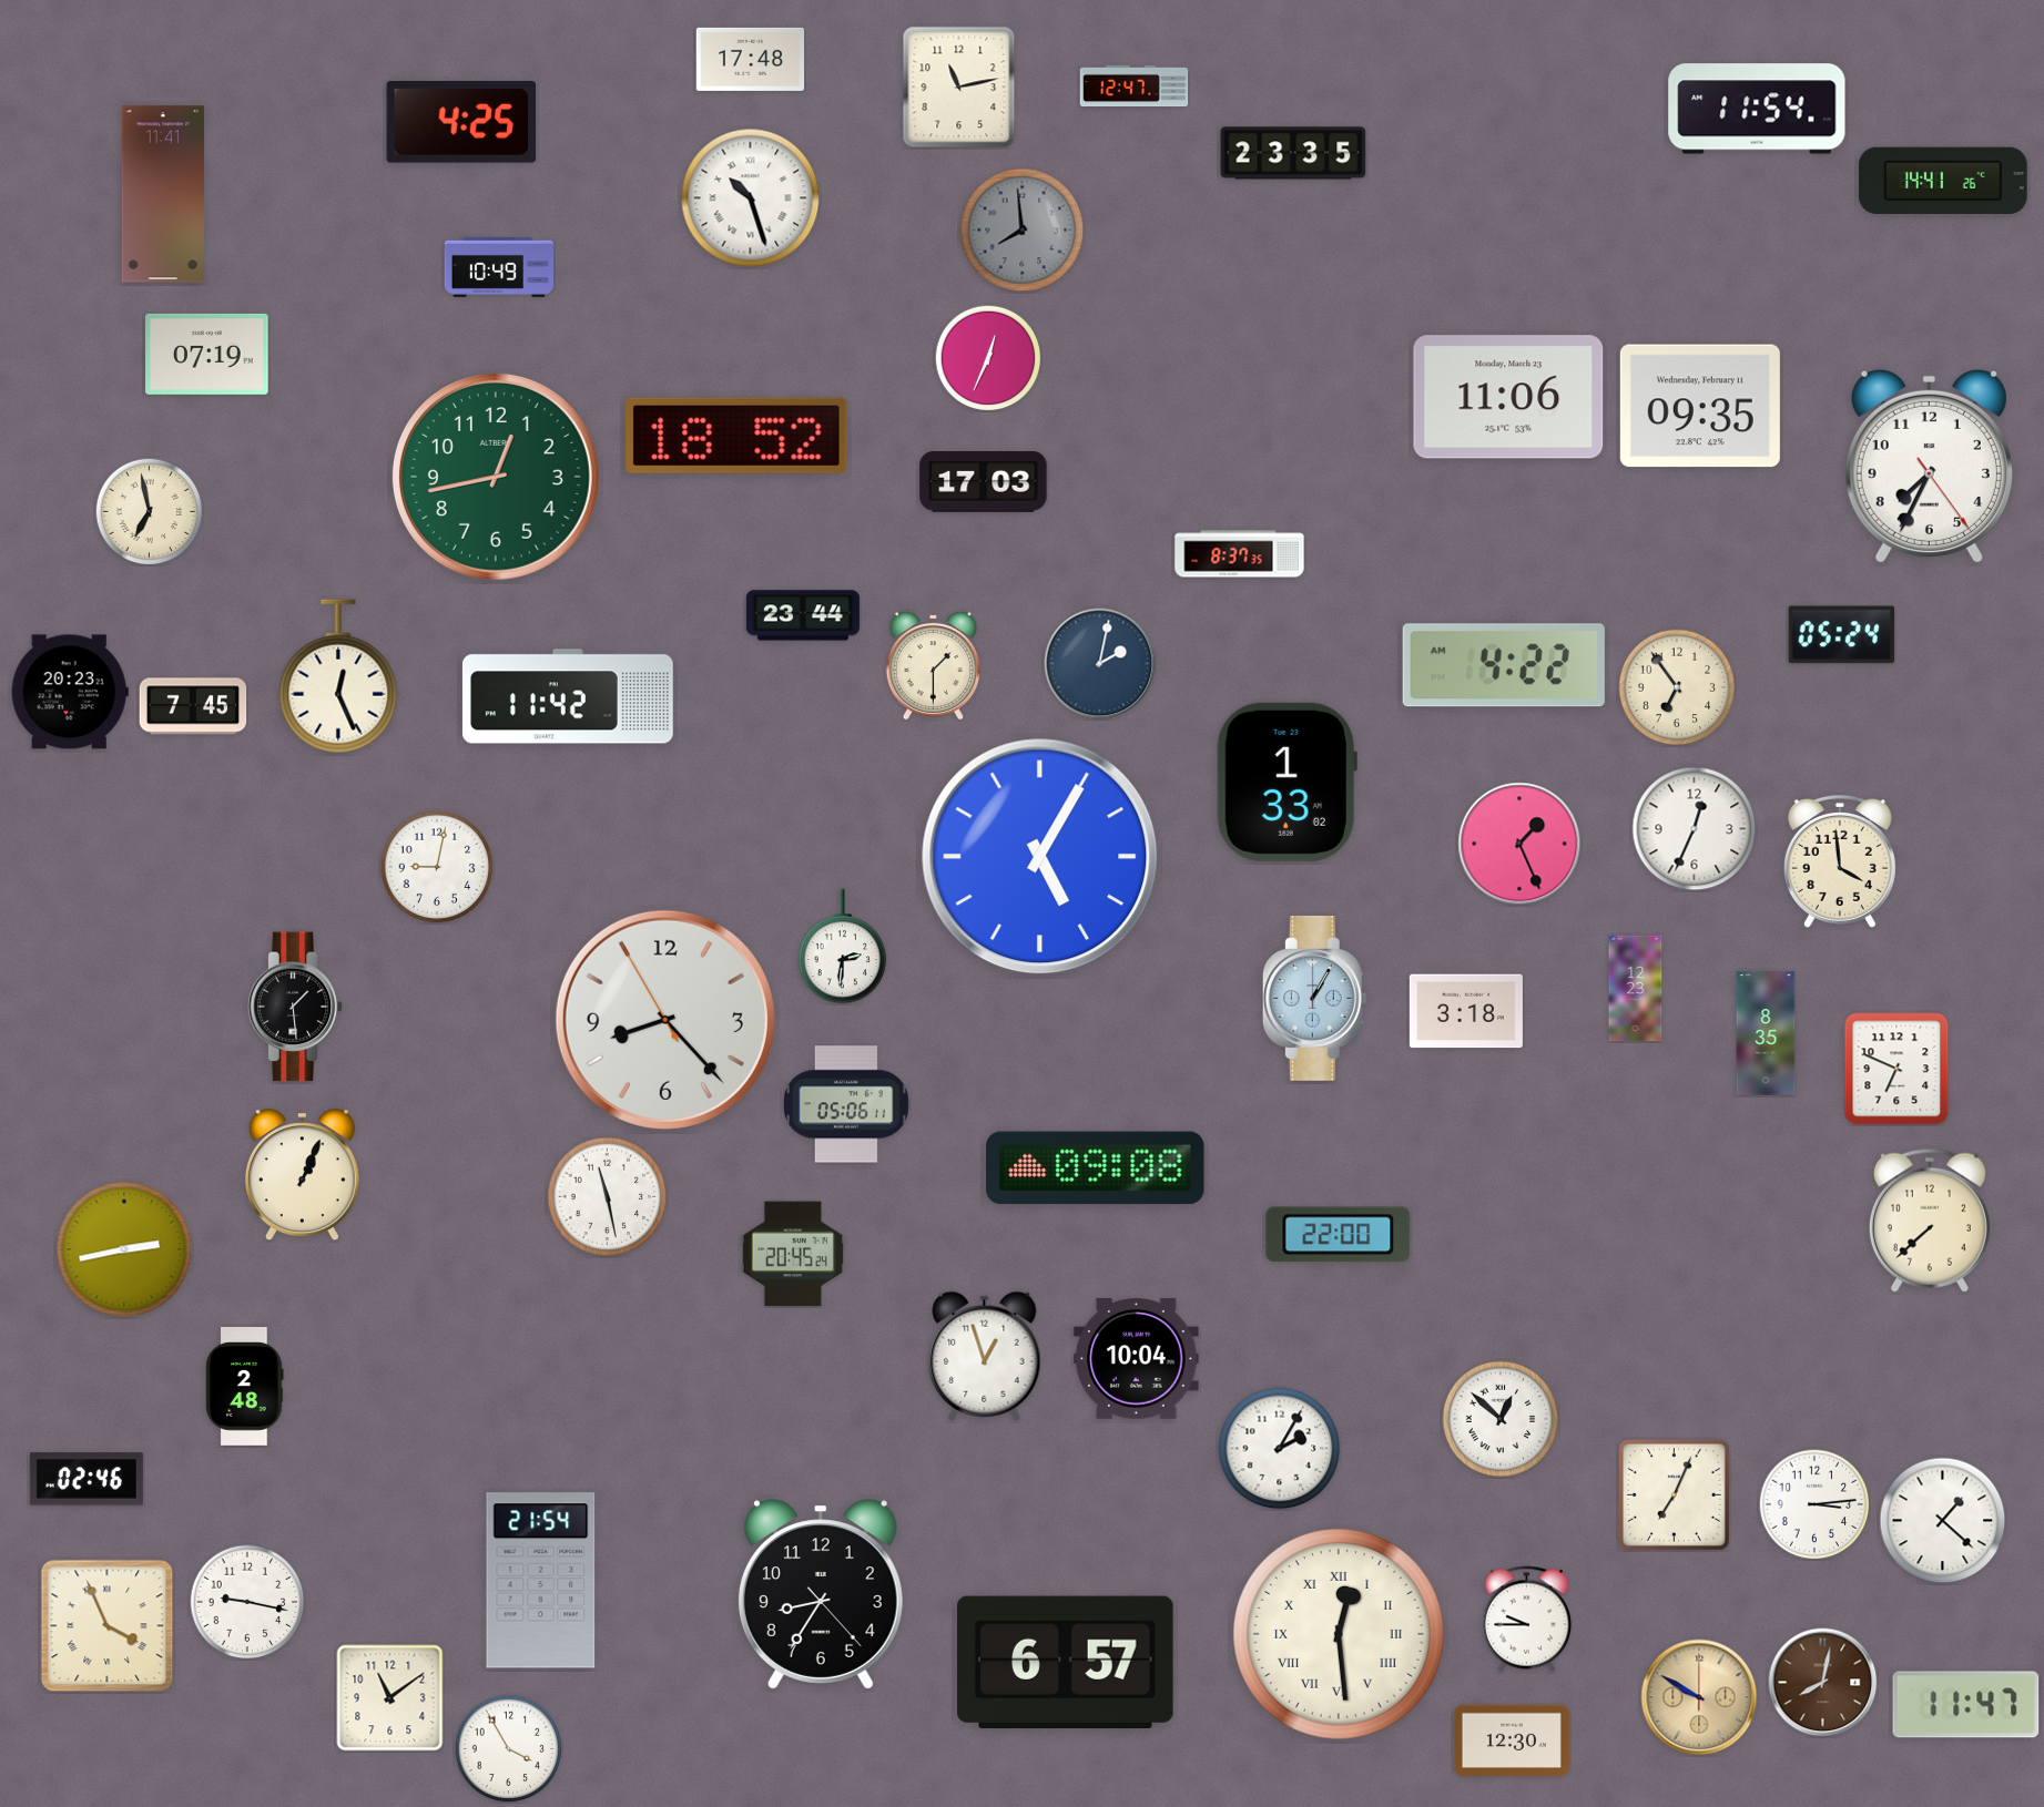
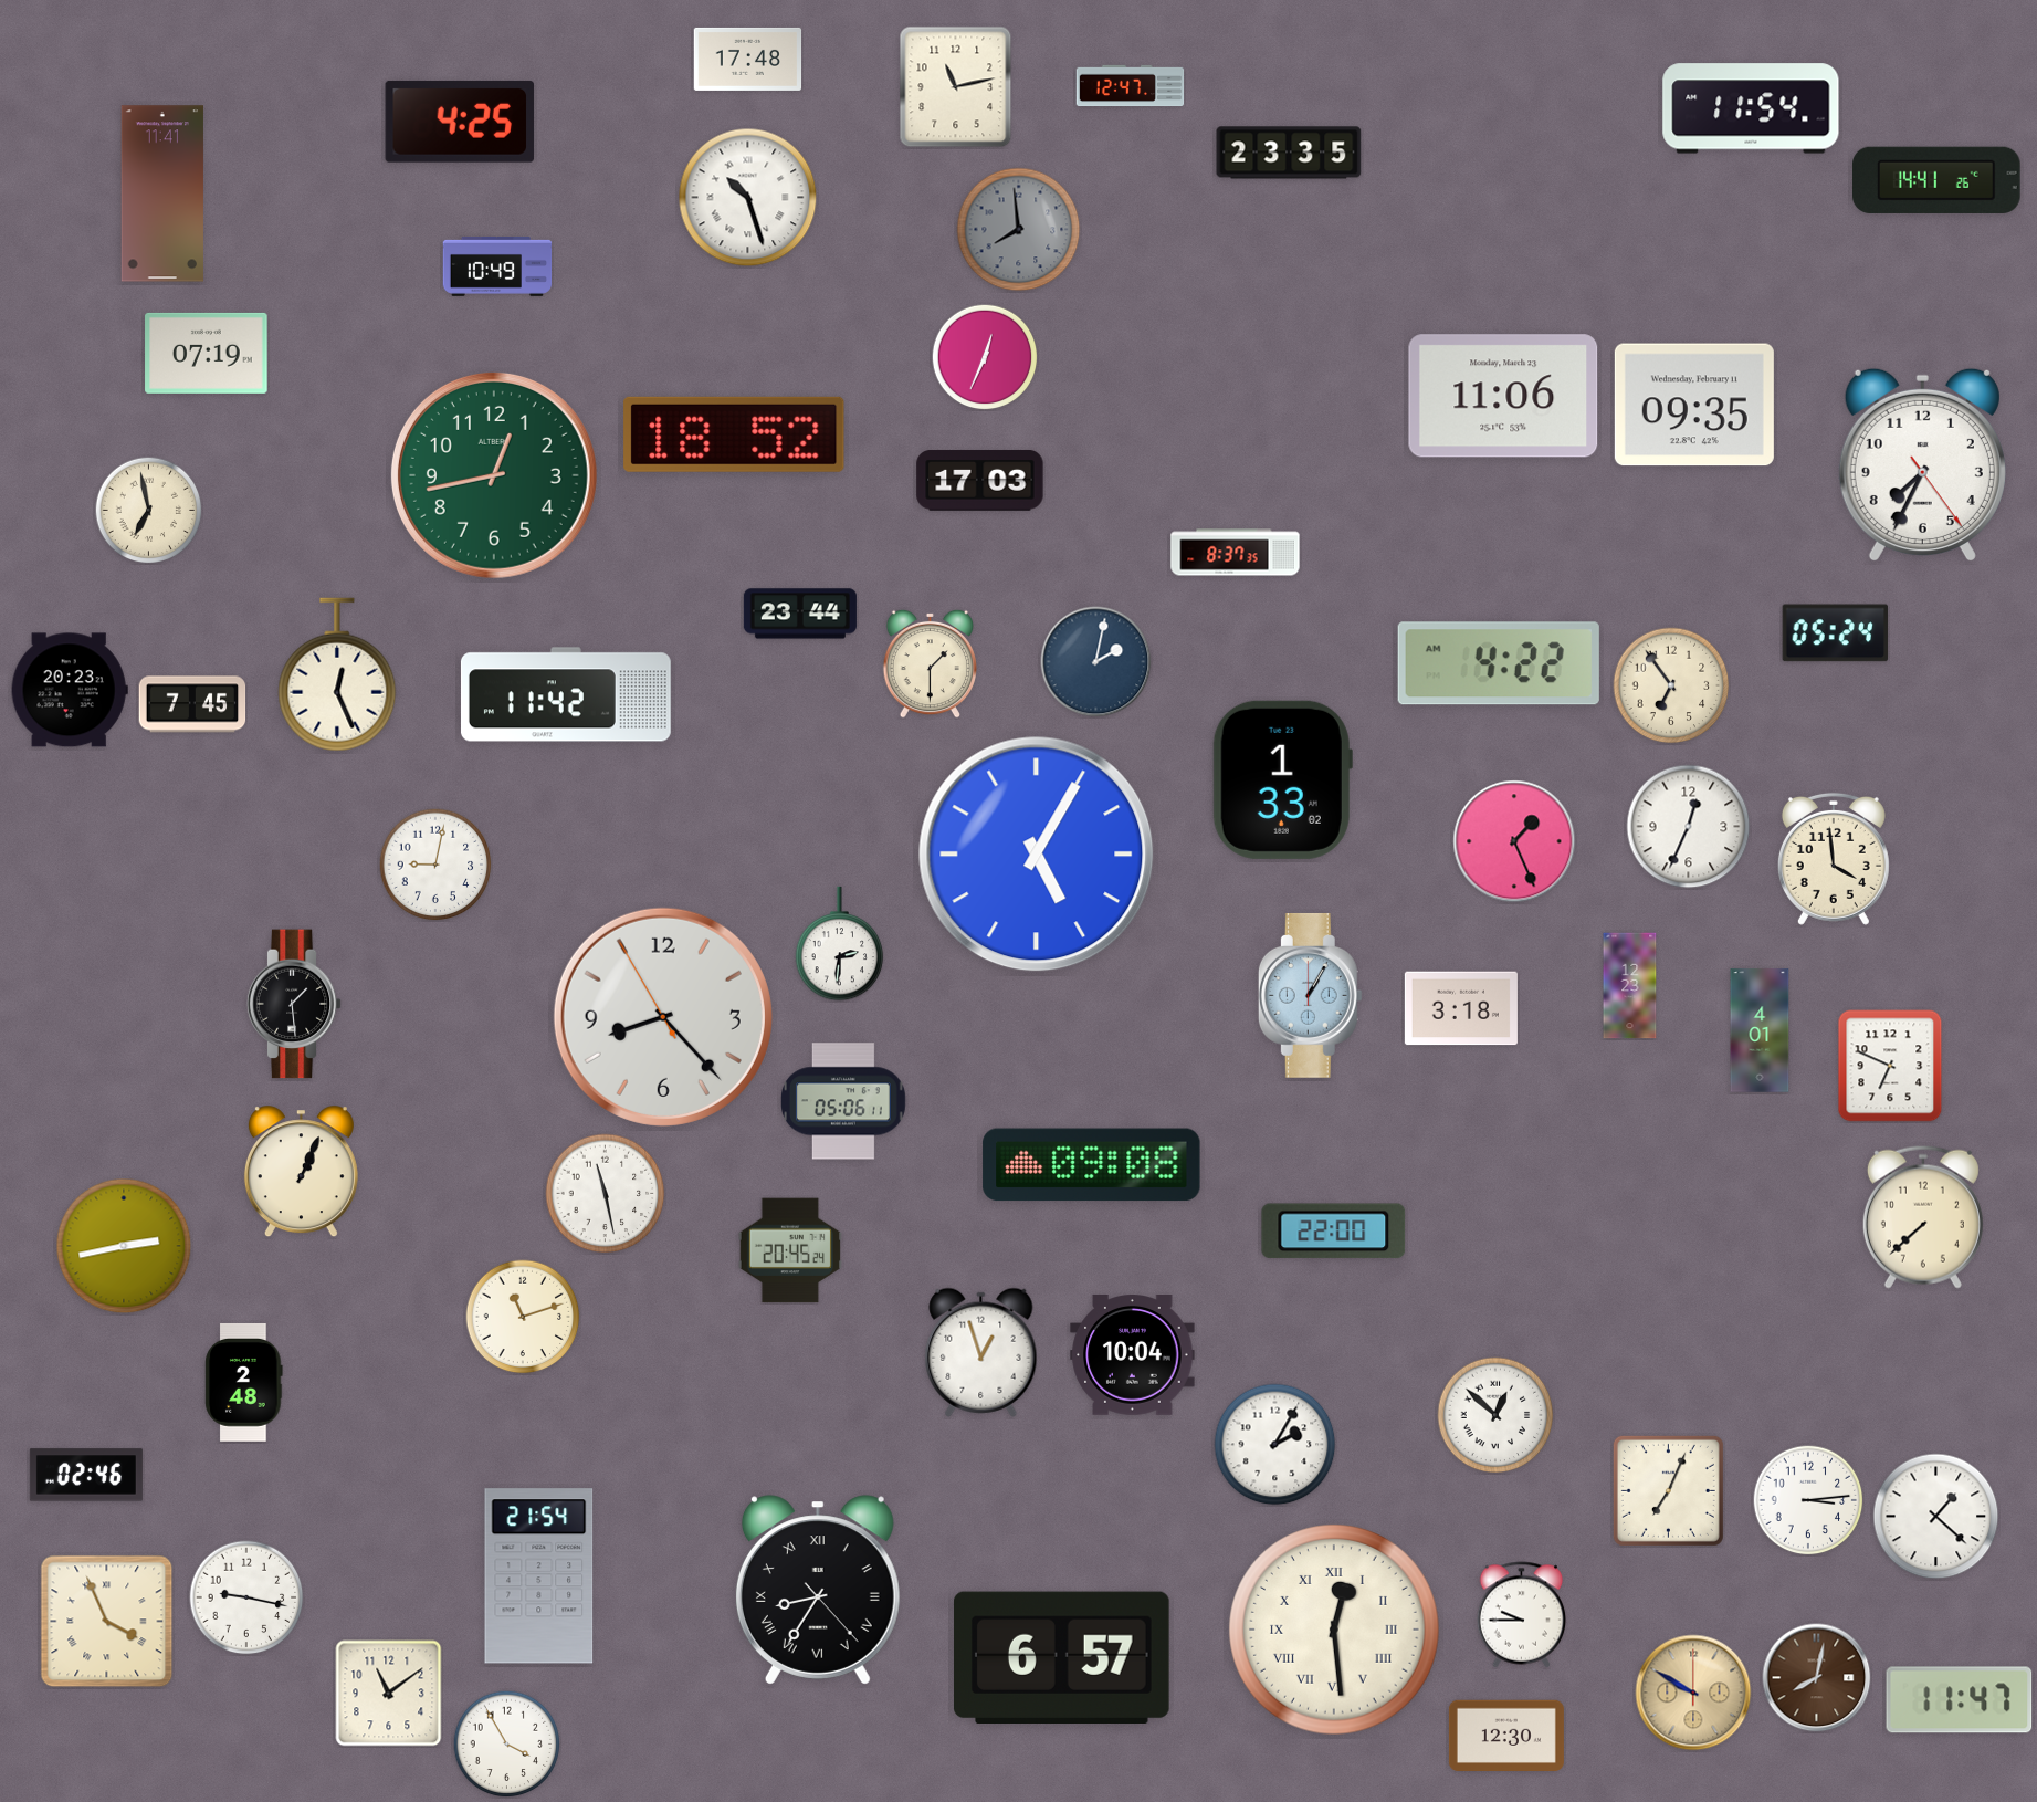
clock at (1766, 1033): 8:35 -> 4:01
clock at (523, 1317): none -> 11:12
clock at (821, 1594) numerals: Arabic -> Roman
